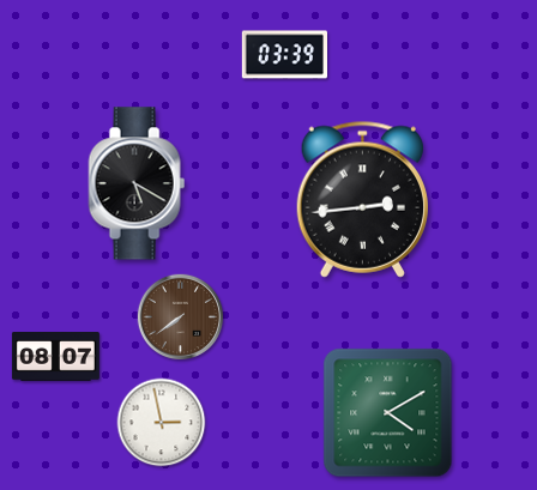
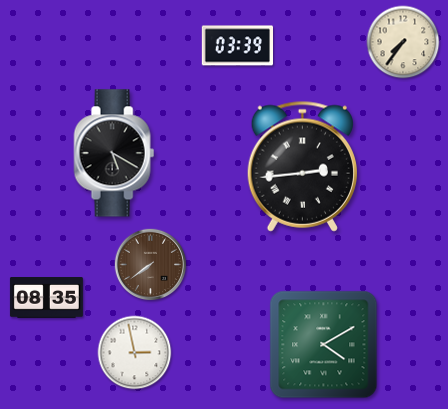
clock at (403, 42): none -> 7:36
clock at (55, 357): 08:07 -> 08:35
